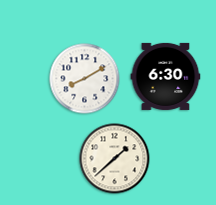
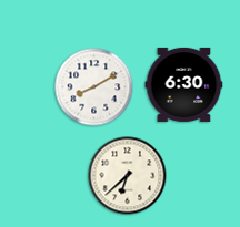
clock at (115, 159): 1:38 -> 6:38
